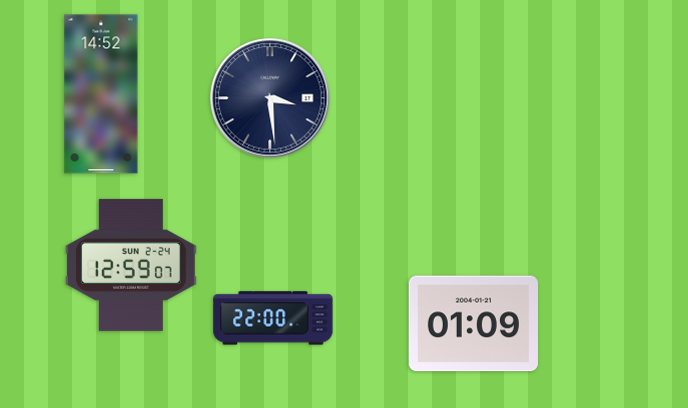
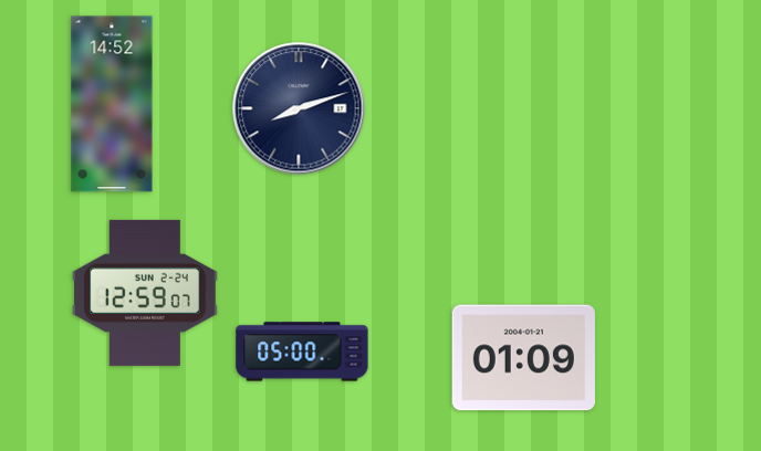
clock at (270, 98): 3:29 -> 8:12
clock at (273, 318): 22:00 -> 05:00
